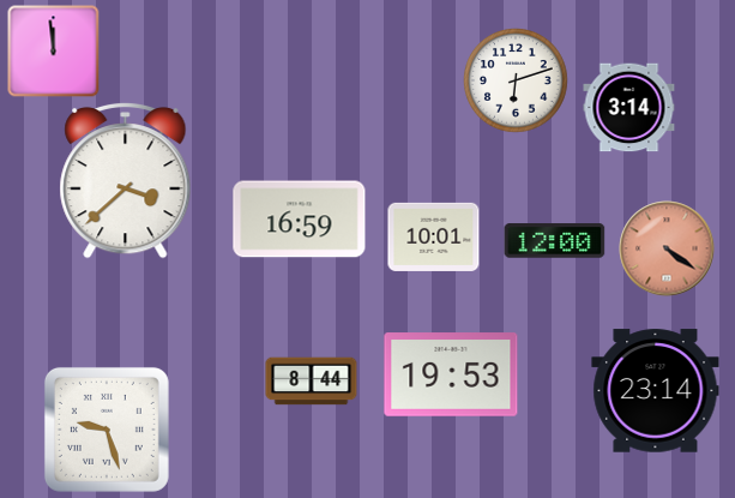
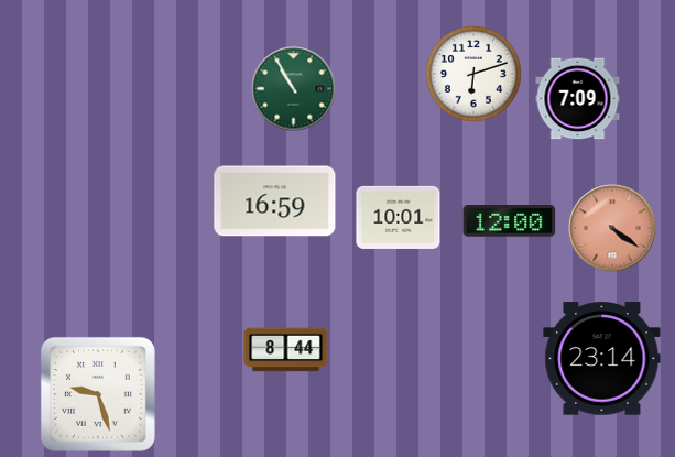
clock at (54, 52): 11:59 -> none
clock at (294, 89): none -> 10:55
clock at (629, 108): 3:14 -> 7:09
clock at (126, 180): 3:38 -> none
clock at (451, 374): 19:53 -> none
